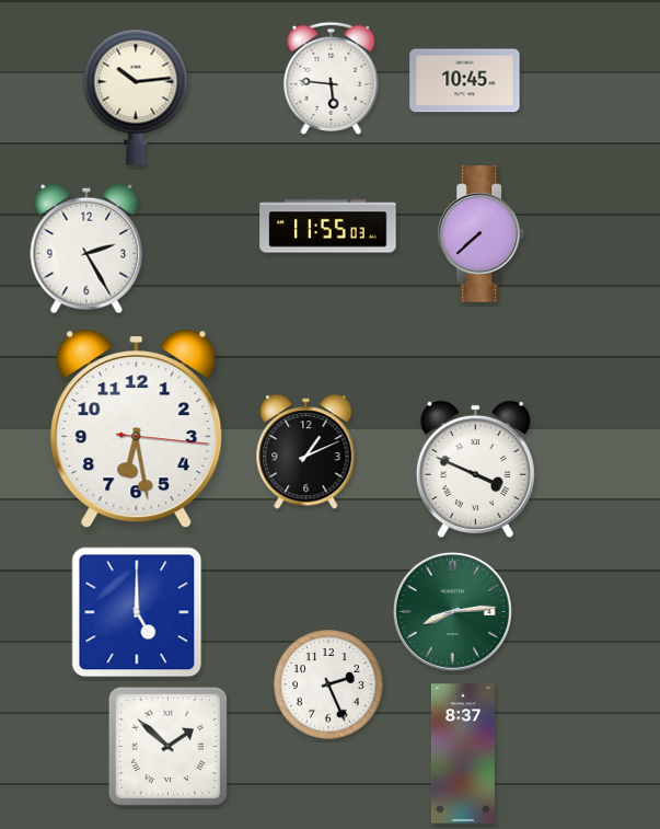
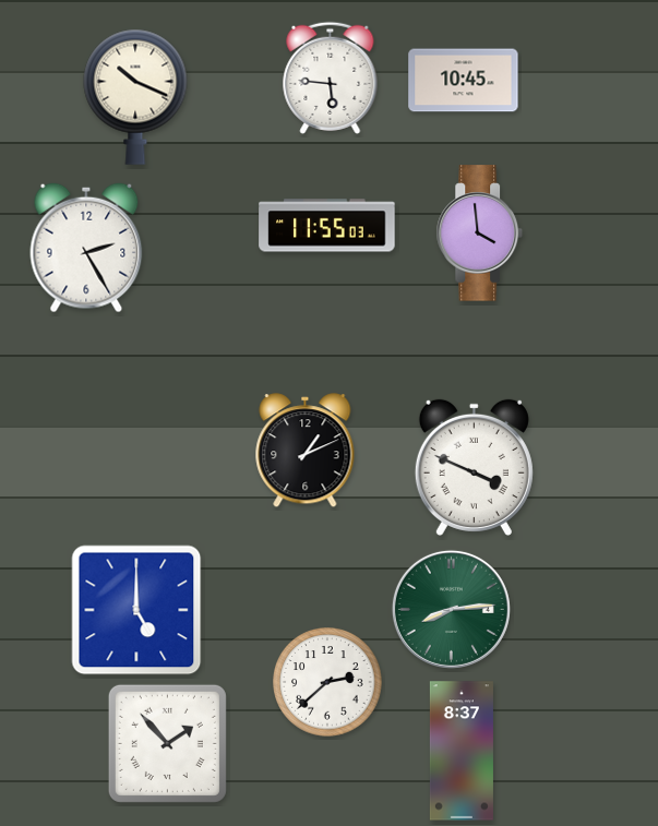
clock at (136, 97): 10:14 -> 10:19
clock at (482, 234): 7:38 -> 3:59
clock at (137, 429): 6:28 -> none
clock at (328, 684): 2:26 -> 2:38
clock at (167, 746): 1:52 -> 1:53
